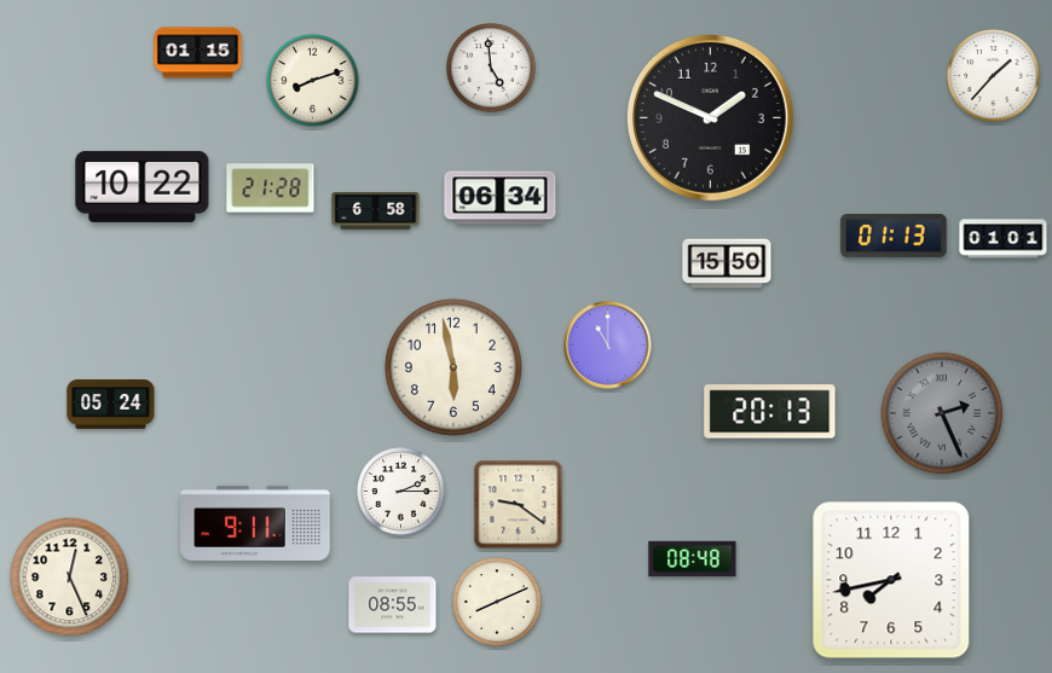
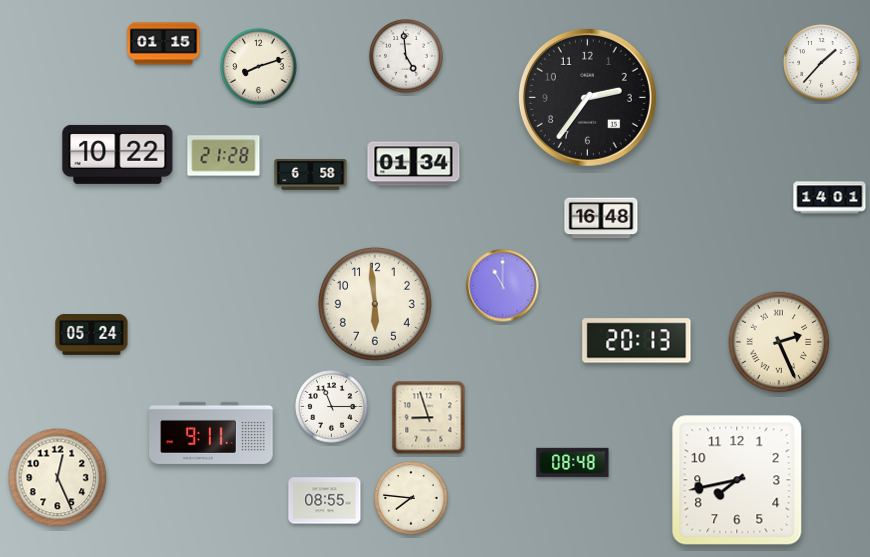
clock at (710, 117): 1:49 -> 2:36
clock at (501, 198): 06:34 -> 01:34
clock at (894, 237): 01:13 -> none
clock at (1004, 239): 01:01 -> 14:01
clock at (727, 263): 15:50 -> 16:48
clock at (453, 367): 5:58 -> 5:59
clock at (942, 413) dial: grey -> cream
clock at (401, 492): 2:15 -> 11:15
clock at (519, 505): 9:21 -> 8:57
clock at (497, 602): 8:11 -> 7:46
